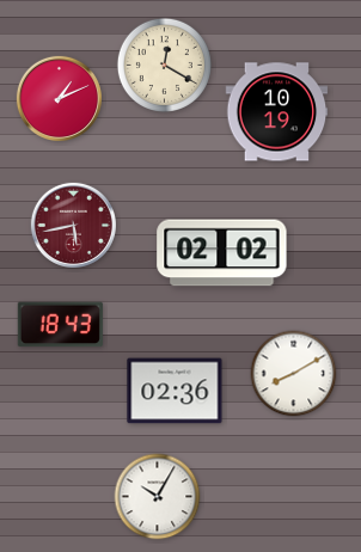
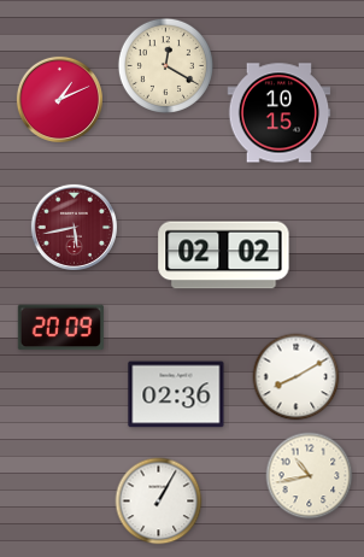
clock at (277, 112): 10:19 -> 10:15
clock at (60, 325): 18:43 -> 20:09
clock at (310, 476): none -> 10:43
clock at (158, 497): 10:05 -> 1:05
